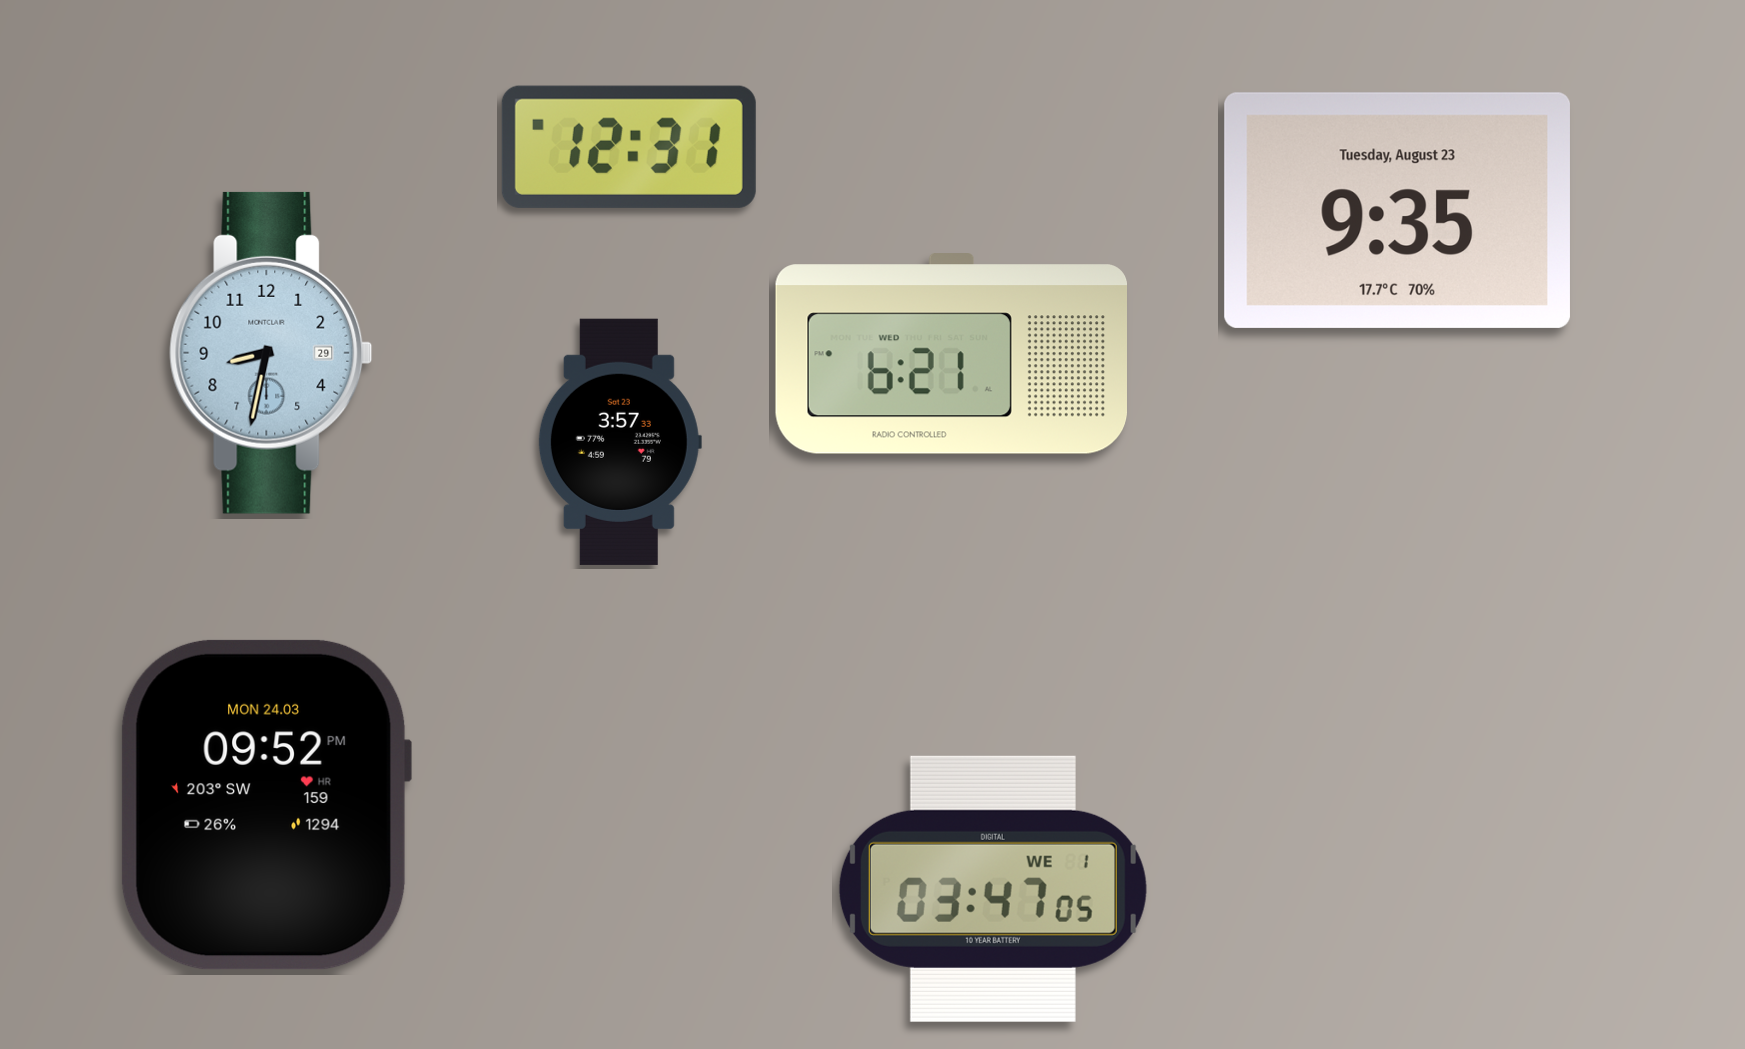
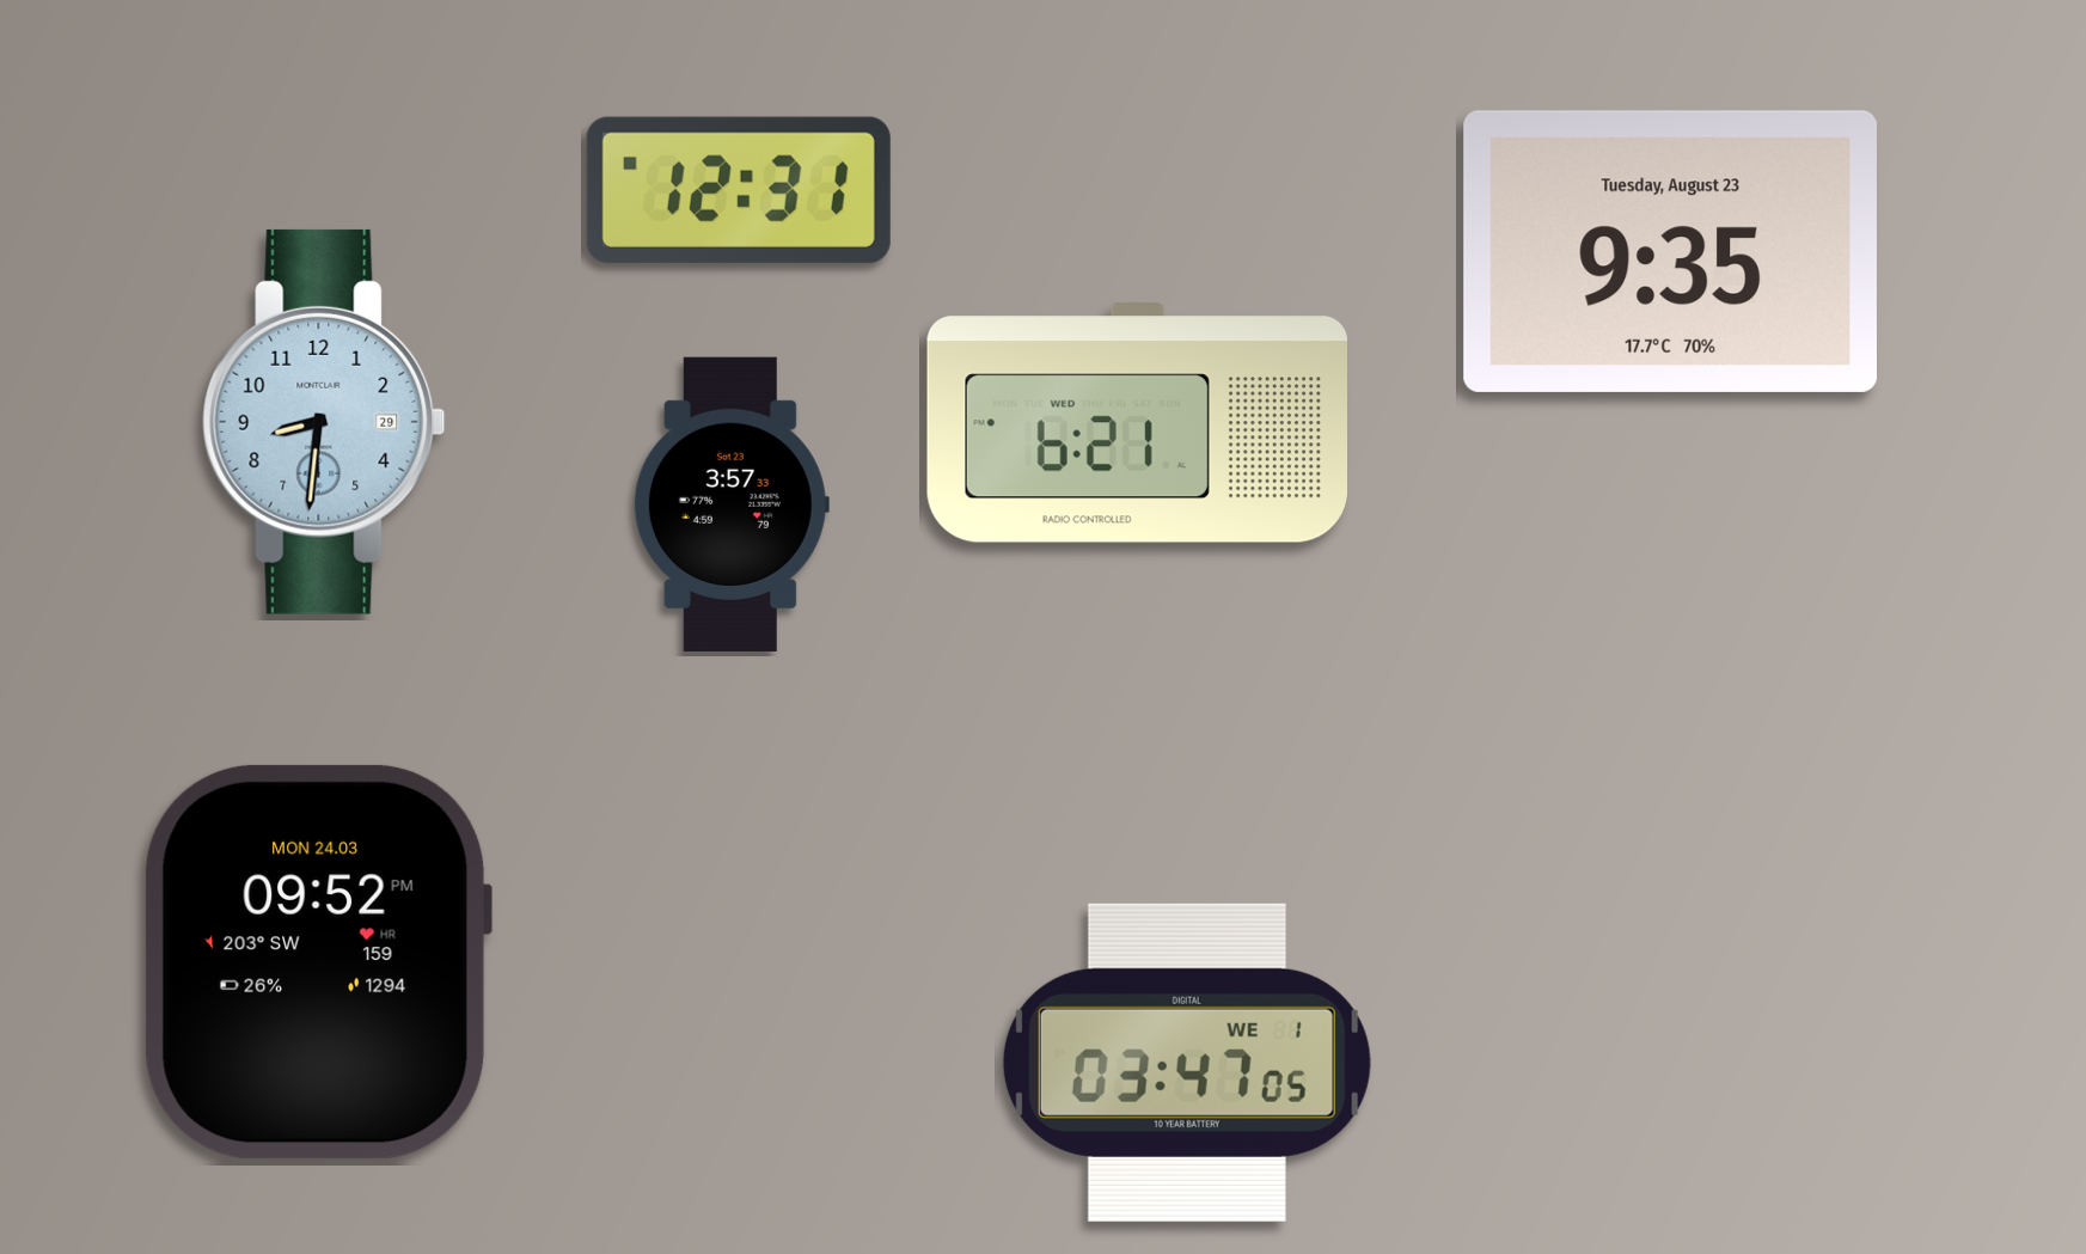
clock at (629, 147) position: (629, 147) -> (739, 190)
clock at (271, 353): 8:32 -> 8:31
clock at (620, 442) position: (620, 442) -> (732, 504)
